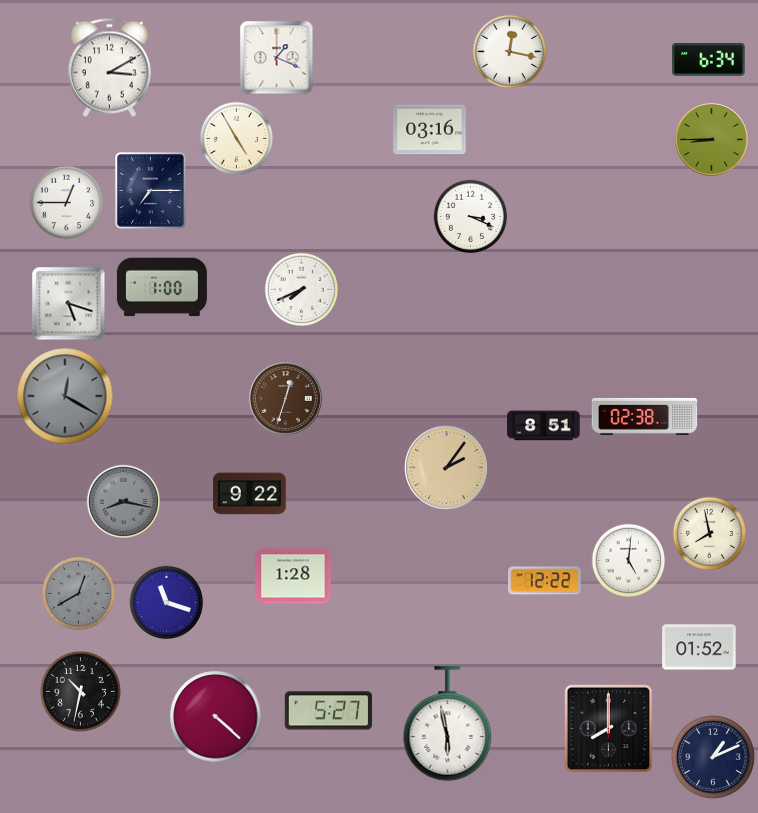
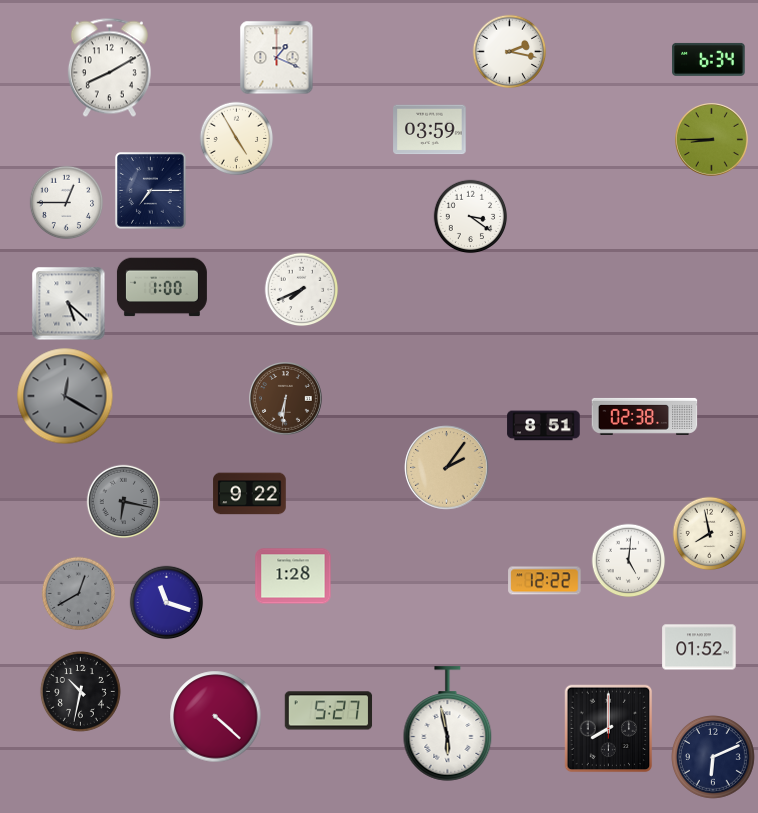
clock at (510, 52): 12:17 -> 2:17
clock at (109, 68): 3:10 -> 8:10
clock at (430, 130): 03:16 -> 03:59
clock at (471, 217): 3:19 -> 3:21
clock at (69, 304): 5:18 -> 5:22
clock at (286, 399): 12:33 -> 6:31
clock at (124, 502): 8:17 -> 6:17
clock at (714, 758): 1:11 -> 6:11
